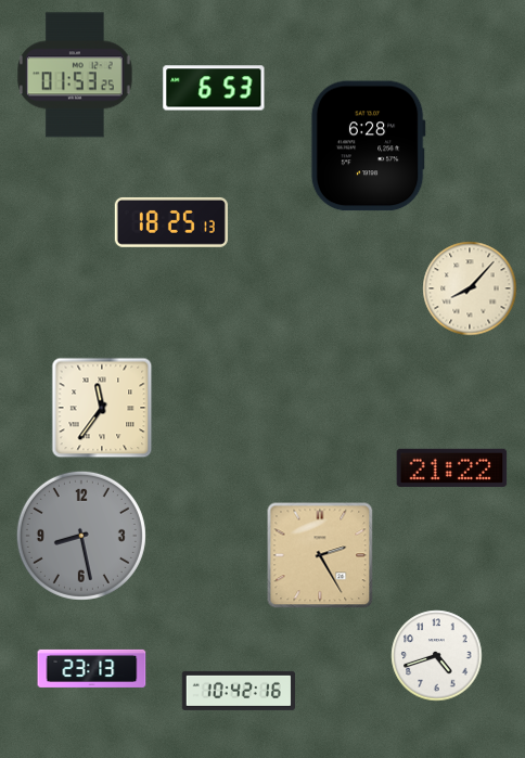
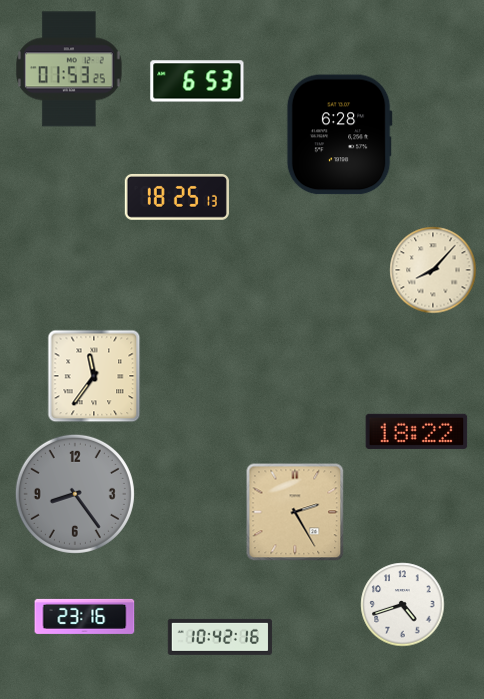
clock at (171, 222) position: (171, 222) -> (177, 197)
clock at (470, 288) position: (470, 288) -> (433, 270)
clock at (452, 467): 21:22 -> 18:22
clock at (81, 536): 8:28 -> 8:24
clock at (92, 668): 23:13 -> 23:16
